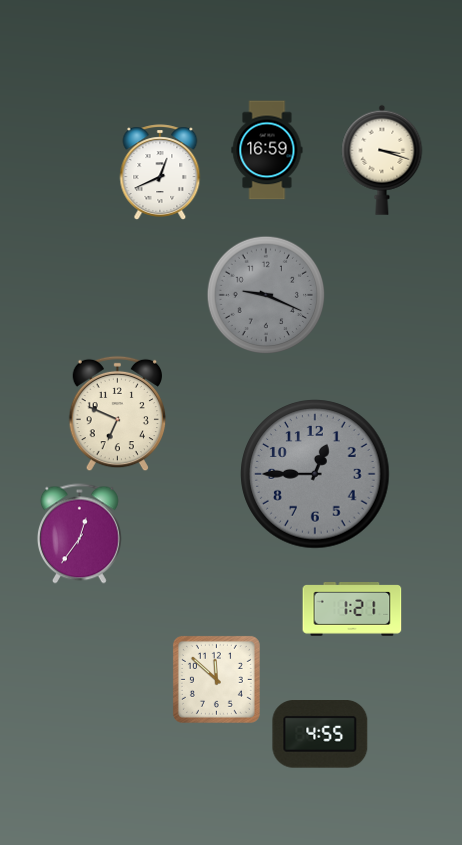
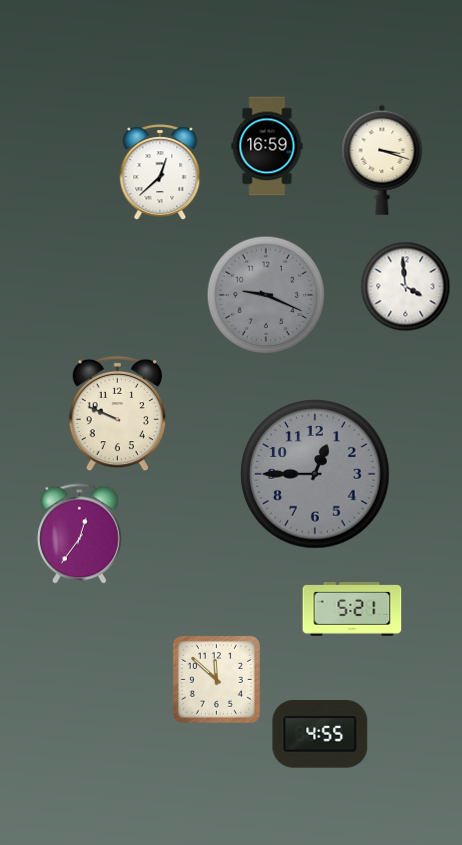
clock at (267, 150) position: (267, 150) -> (267, 146)
clock at (160, 172): 12:41 -> 12:38
clock at (406, 287): none -> 3:59
clock at (118, 414): 6:49 -> 9:49
clock at (352, 609): 1:21 -> 5:21
